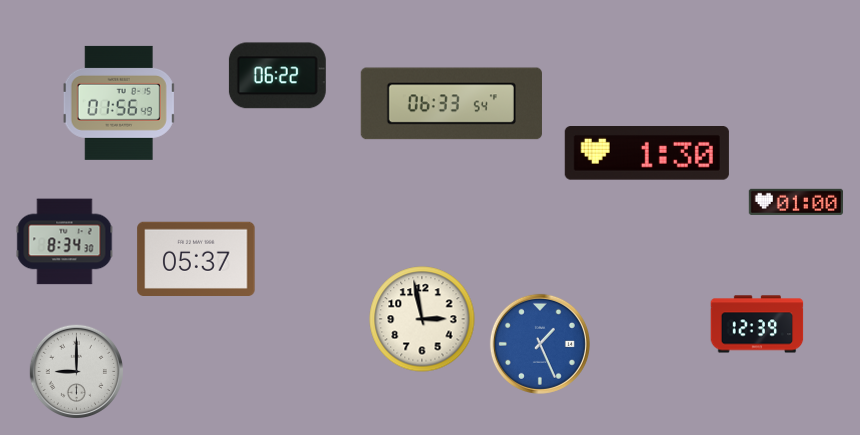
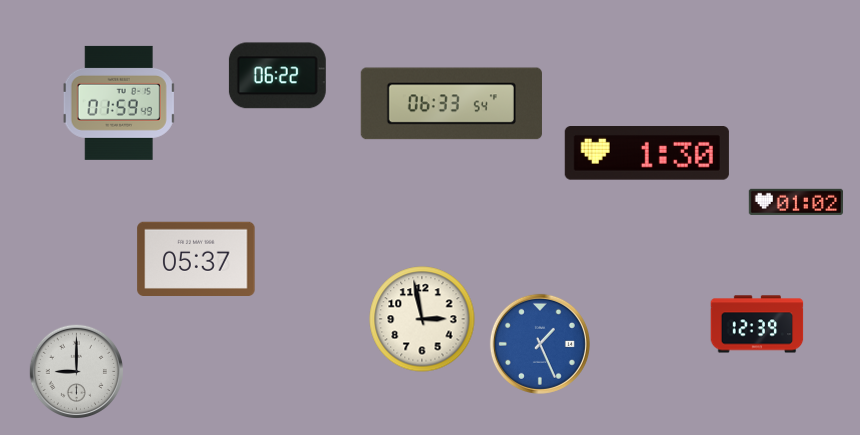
clock at (119, 103): 01:56 -> 01:59
clock at (795, 202): 01:00 -> 01:02
clock at (65, 242): 8:34 -> none
